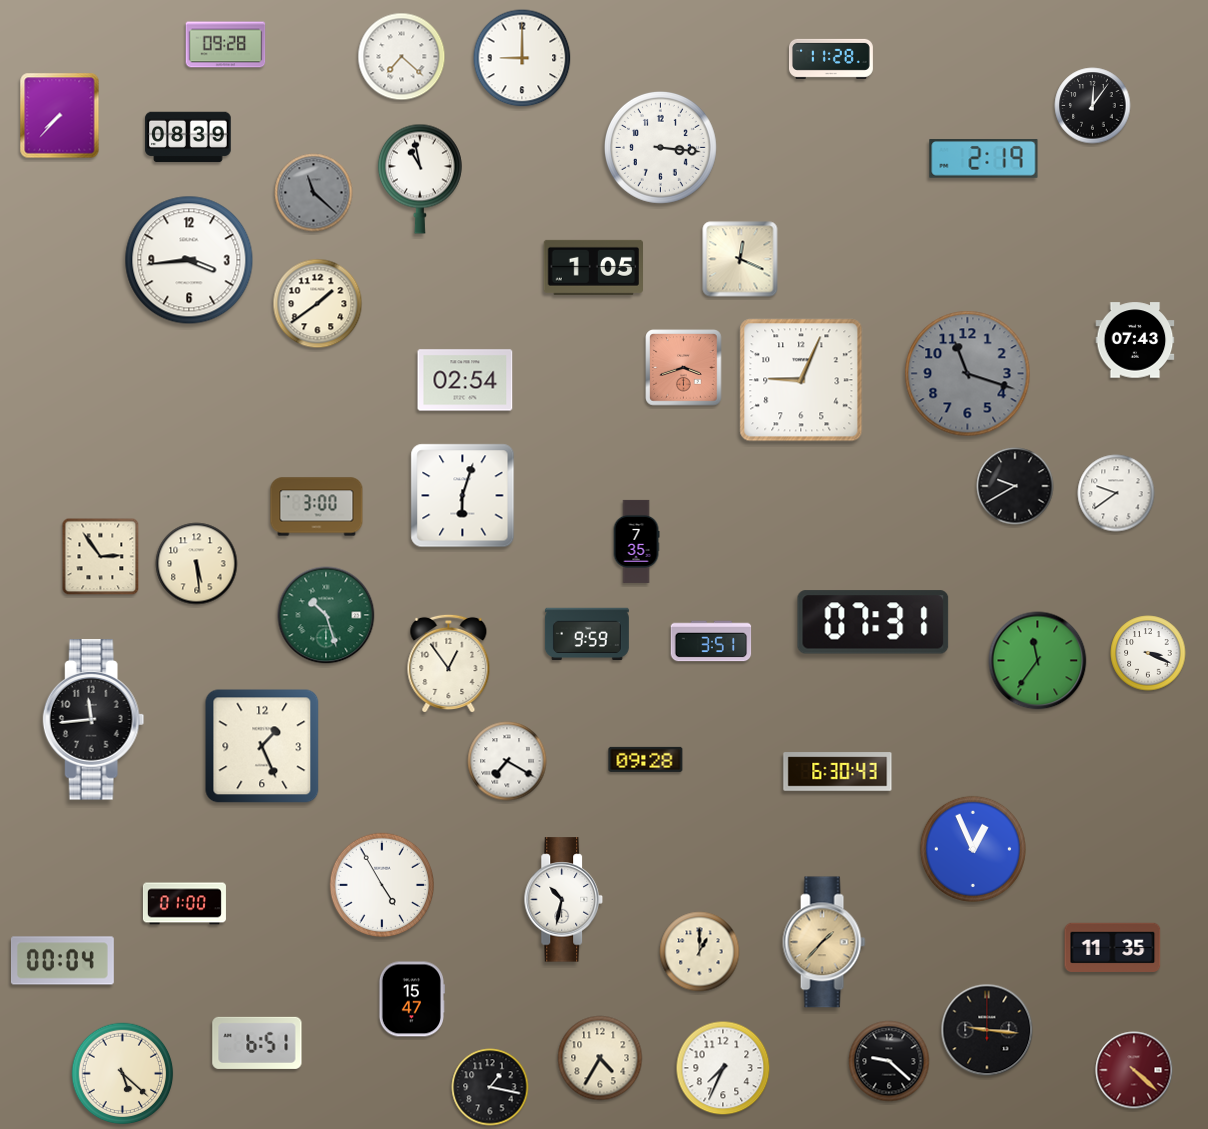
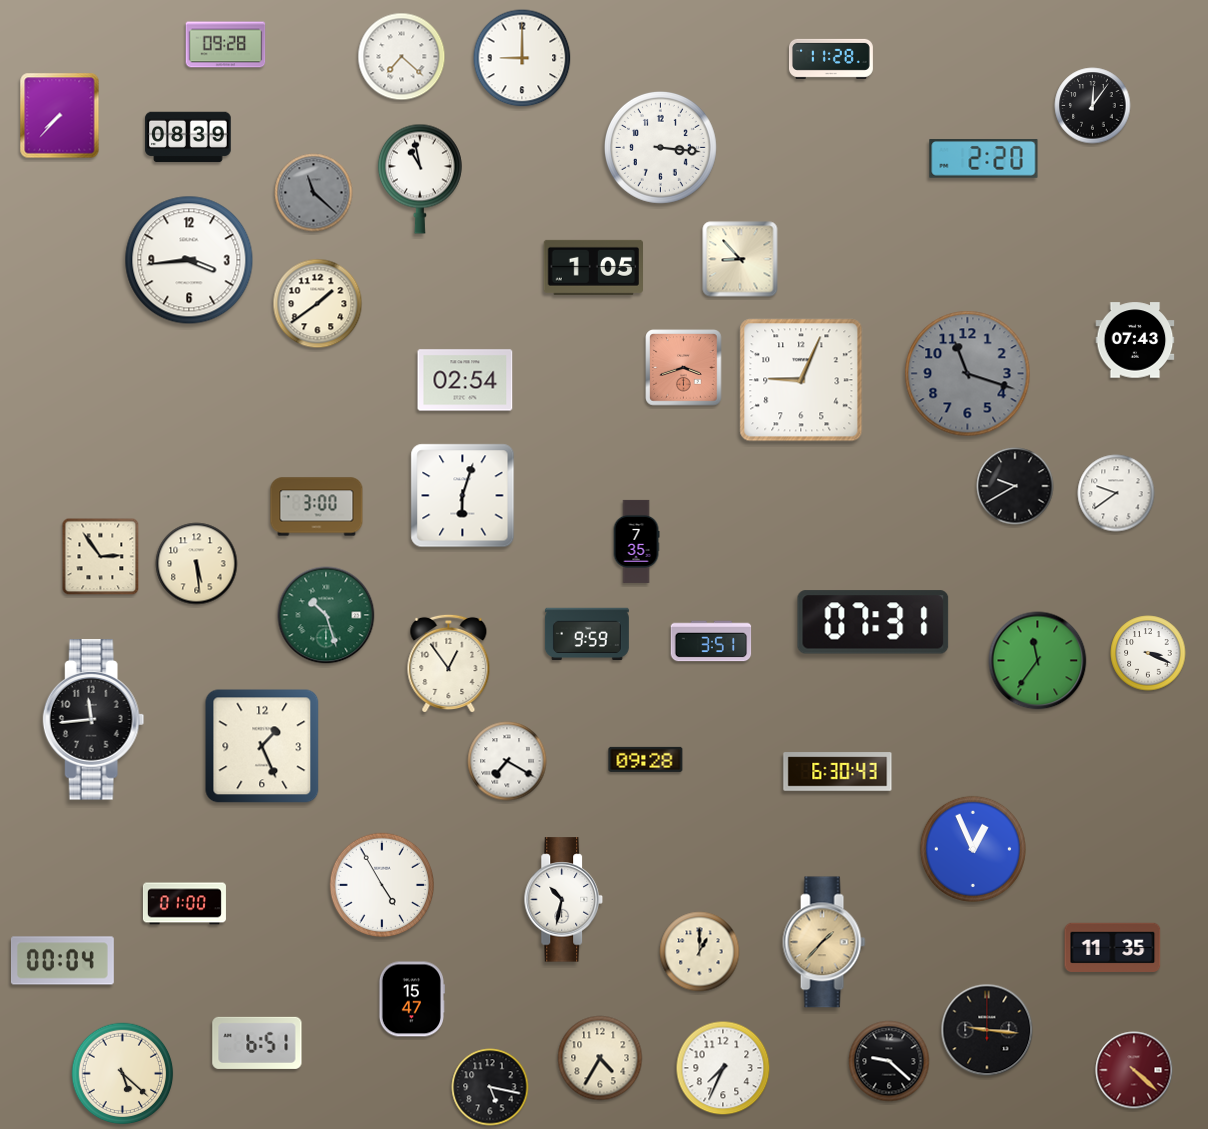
clock at (984, 159): 2:19 -> 2:20
clock at (740, 259): 12:19 -> 8:53
clock at (490, 1087): 1:17 -> 5:17
